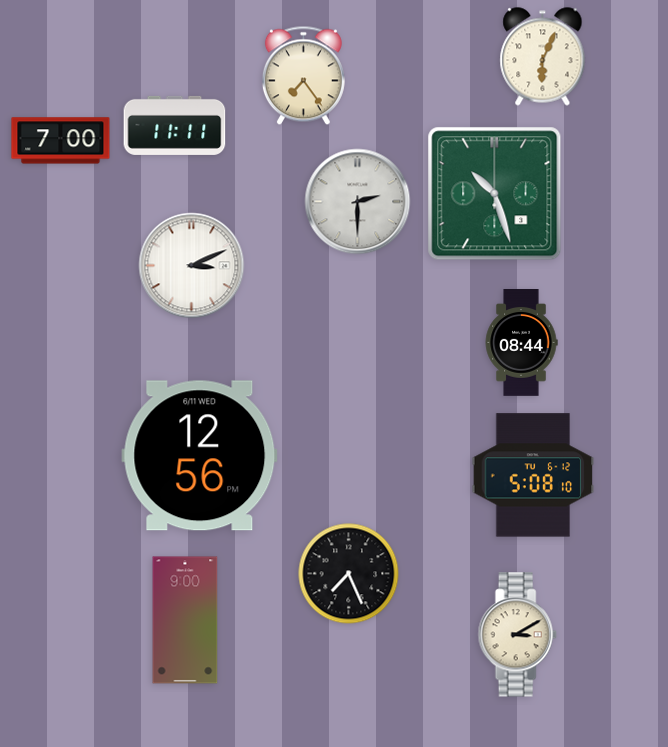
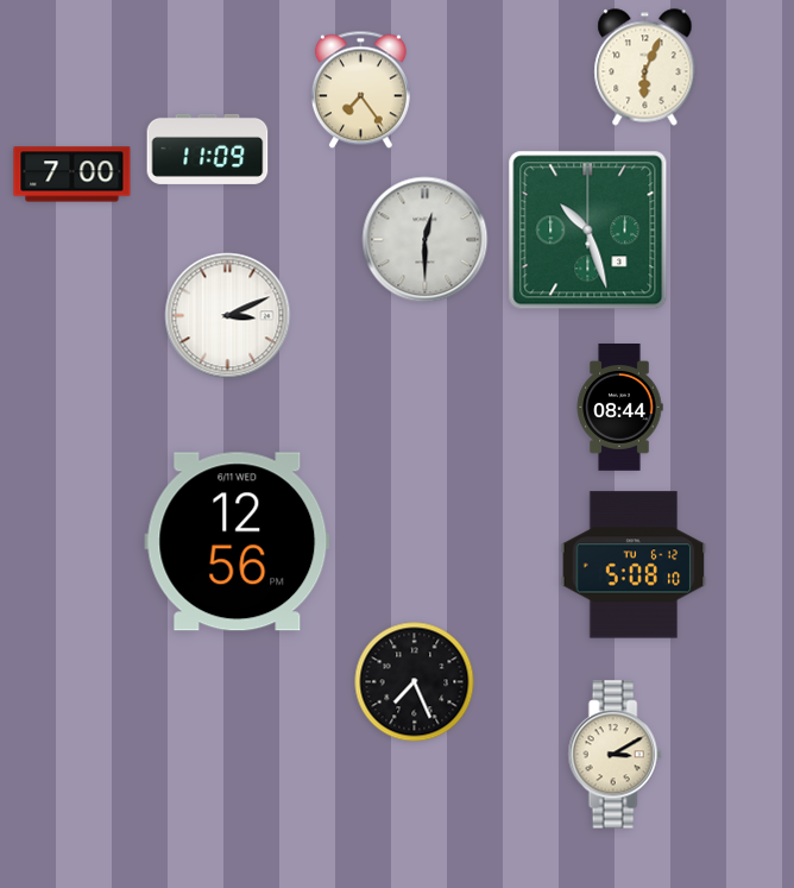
clock at (175, 125): 11:11 -> 11:09
clock at (61, 141) position: (61, 141) -> (73, 175)
clock at (358, 202): 2:30 -> 12:30
clock at (185, 620): 9:00 -> none
